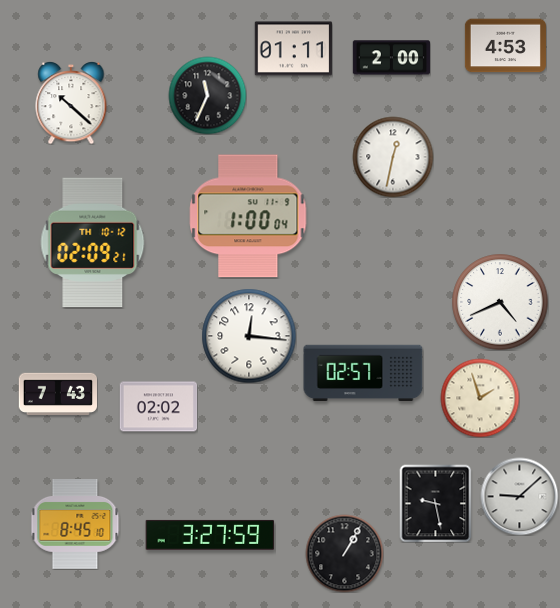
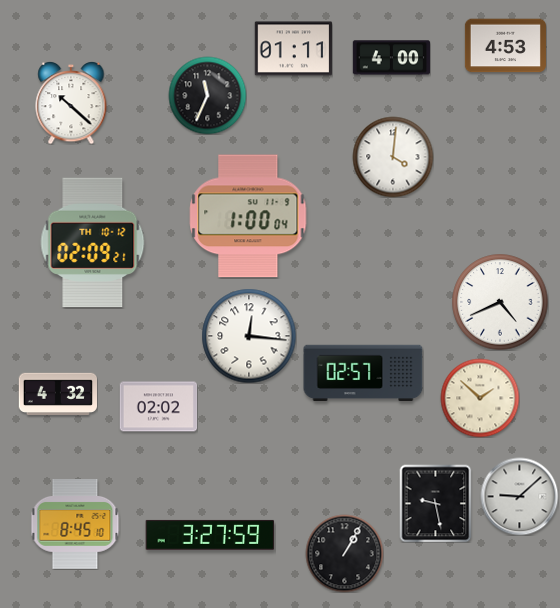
clock at (391, 58): 2:00 -> 4:00
clock at (393, 157): 12:32 -> 4:01
clock at (57, 394): 7:43 -> 4:32
clock at (480, 398): 1:57 -> 1:52
